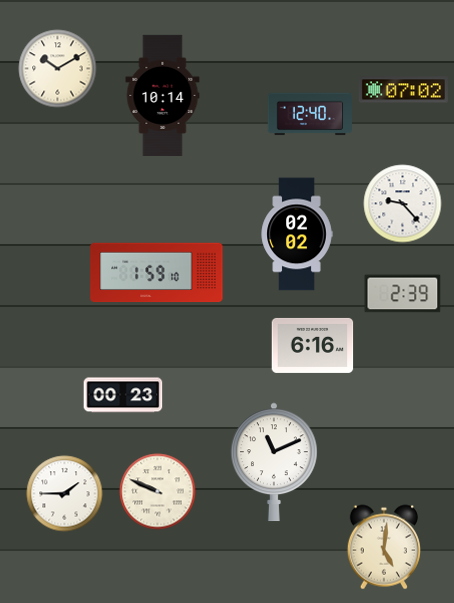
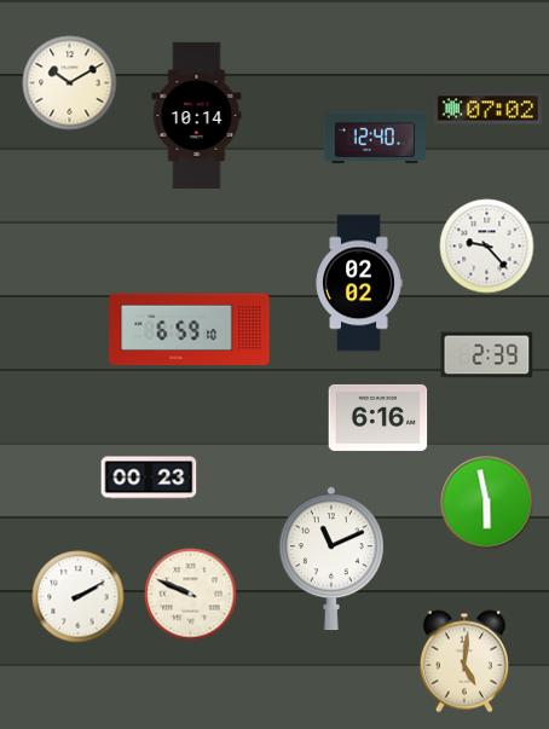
clock at (157, 273): 1:59 -> 6:59
clock at (487, 503): none -> 5:58
clock at (65, 494): 1:45 -> 2:10
